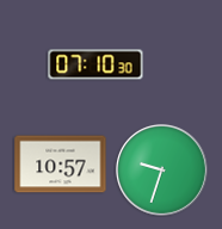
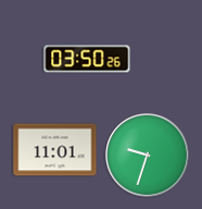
clock at (95, 64): 07:10 -> 03:50
clock at (61, 165): 10:57 -> 11:01
